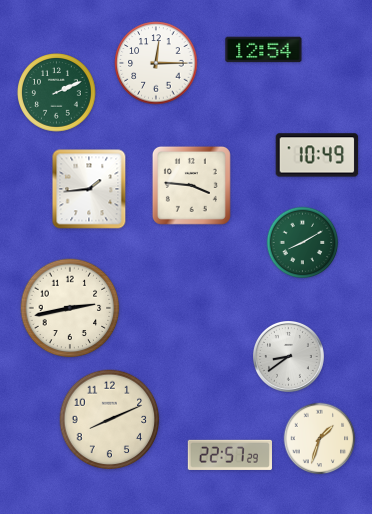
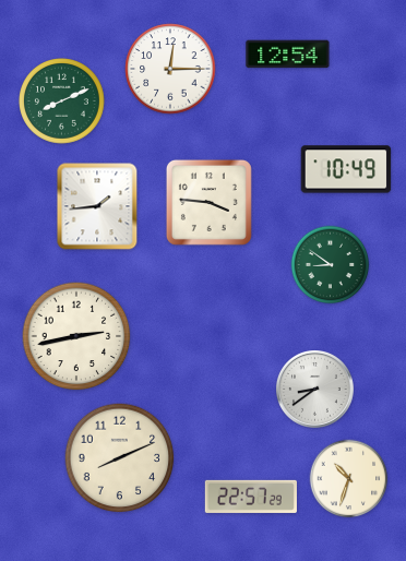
clock at (57, 93): 2:11 -> 8:11
clock at (303, 243): 8:10 -> 8:51
clock at (320, 439): 1:33 -> 10:33
